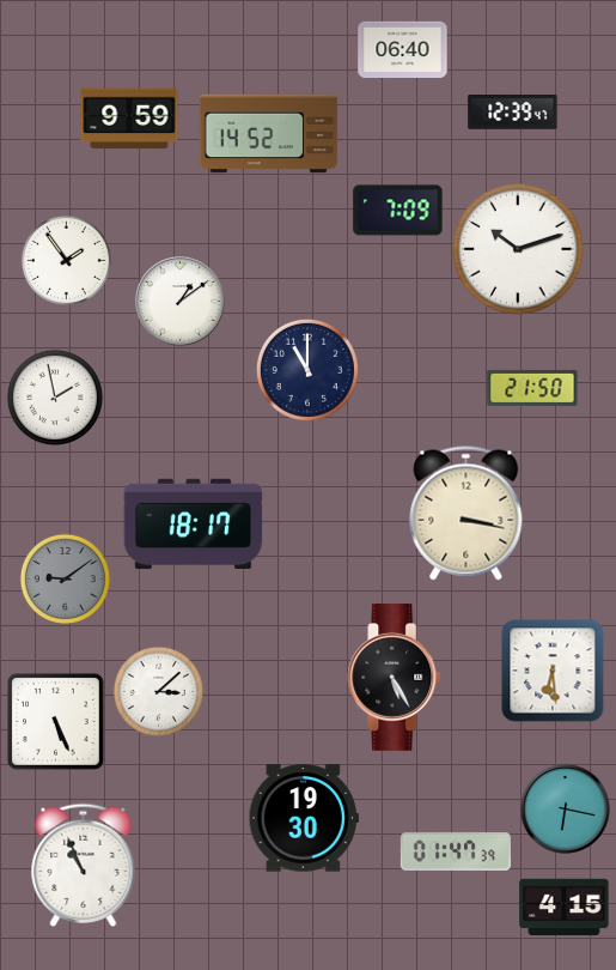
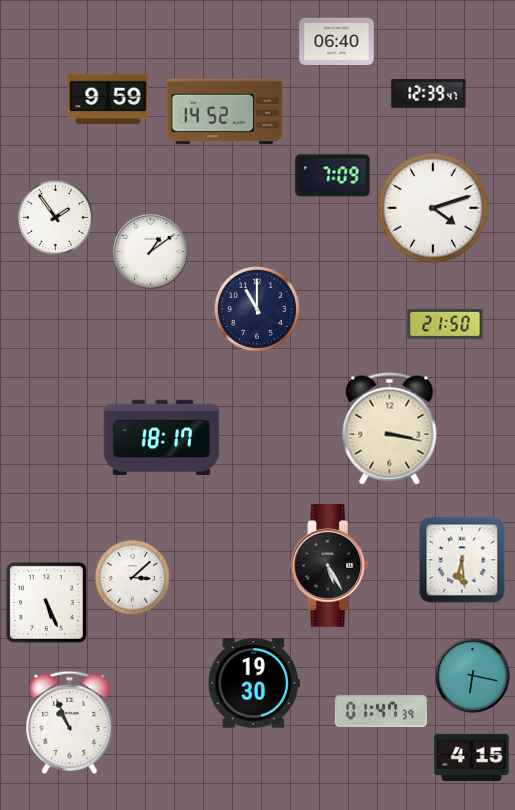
clock at (518, 249): 10:12 -> 4:12
clock at (55, 398): 1:58 -> none
clock at (65, 578): 9:09 -> none
